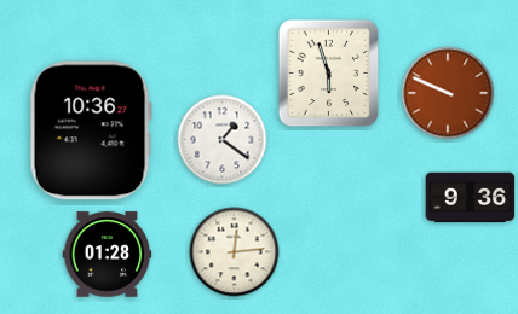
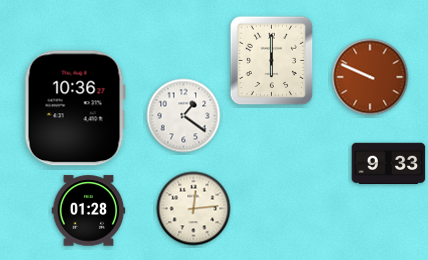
clock at (329, 74): 5:57 -> 6:00
clock at (471, 198): 9:36 -> 9:33
